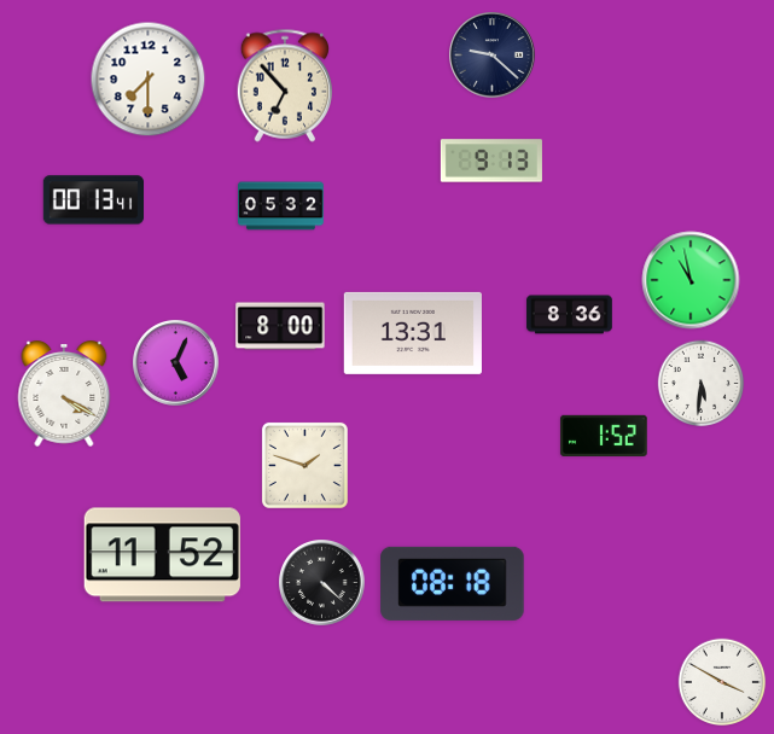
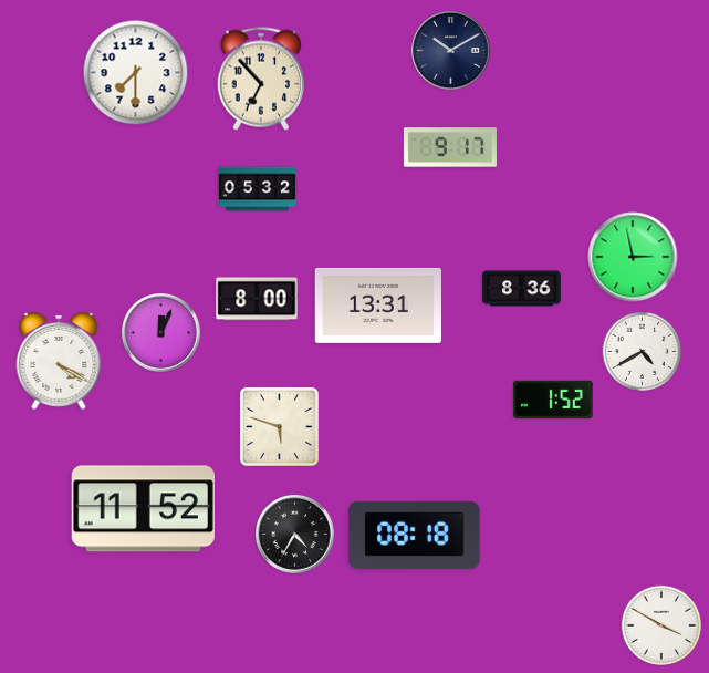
clock at (493, 56): 9:22 -> 10:10
clock at (491, 161): 9:13 -> 9:17
clock at (93, 200): 00:13 -> none
clock at (691, 280): 10:58 -> 2:58
clock at (176, 363): 5:04 -> 12:04
clock at (702, 384): 5:31 -> 4:40
clock at (304, 465): 1:48 -> 5:48
clock at (162, 555) position: (162, 555) -> (143, 509)
clock at (322, 583): 4:22 -> 4:35
